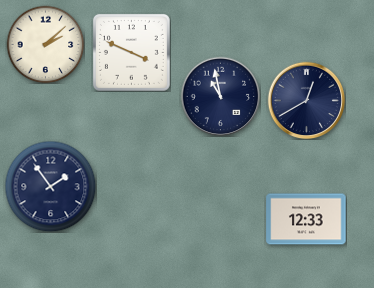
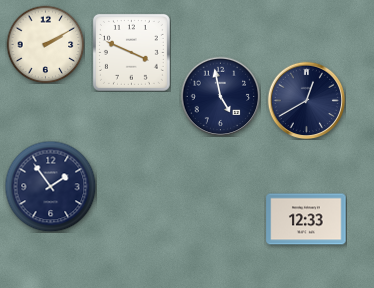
clock at (45, 44): 2:08 -> 2:10
clock at (220, 96): 10:58 -> 4:58
